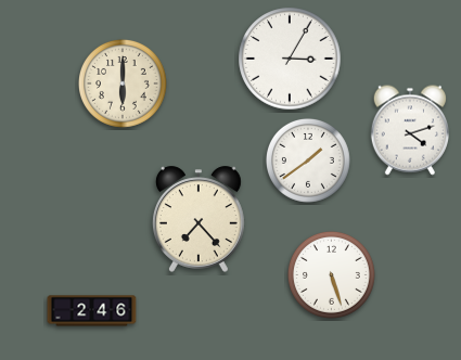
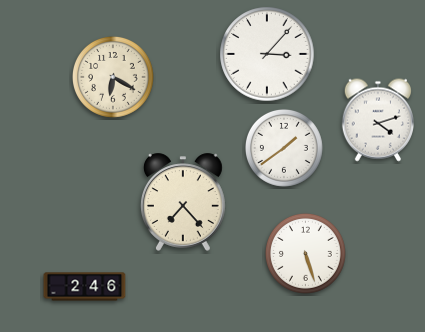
clock at (290, 59): 3:05 -> 3:07
clock at (123, 83): 6:00 -> 6:20
